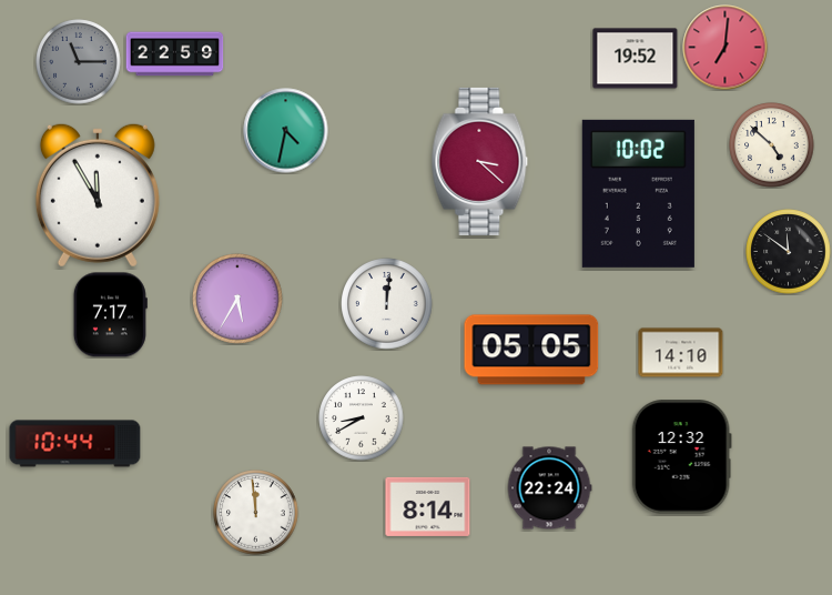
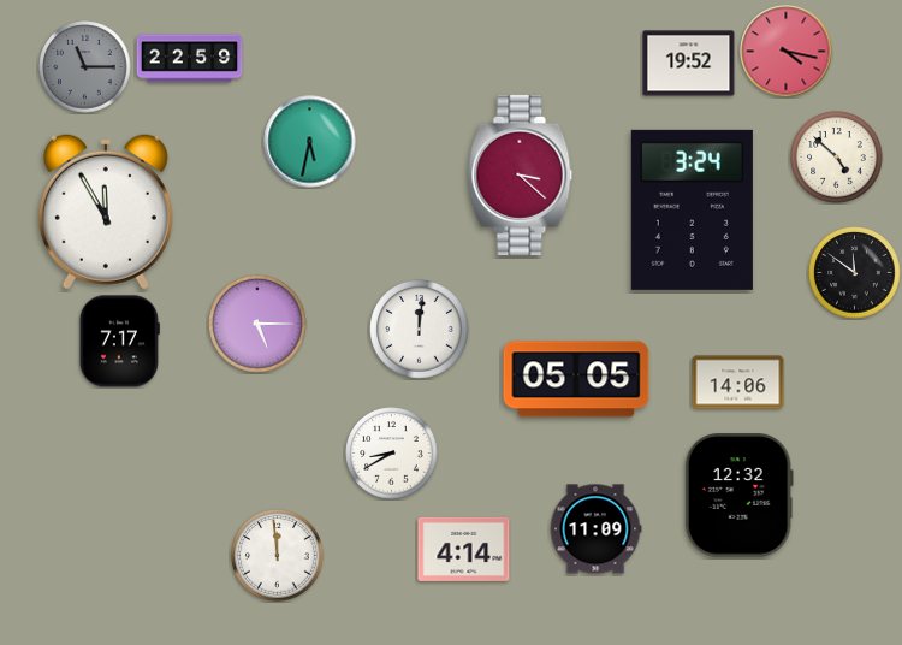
clock at (726, 48): 7:01 -> 4:17
clock at (286, 131): 4:32 -> 5:32
clock at (638, 193): 10:02 -> 3:24
clock at (237, 299): 5:35 -> 5:15
clock at (681, 353): 14:10 -> 14:06
clock at (75, 444): 10:44 -> none
clock at (549, 488): 22:24 -> 11:09
clock at (428, 506): 8:14 -> 4:14
